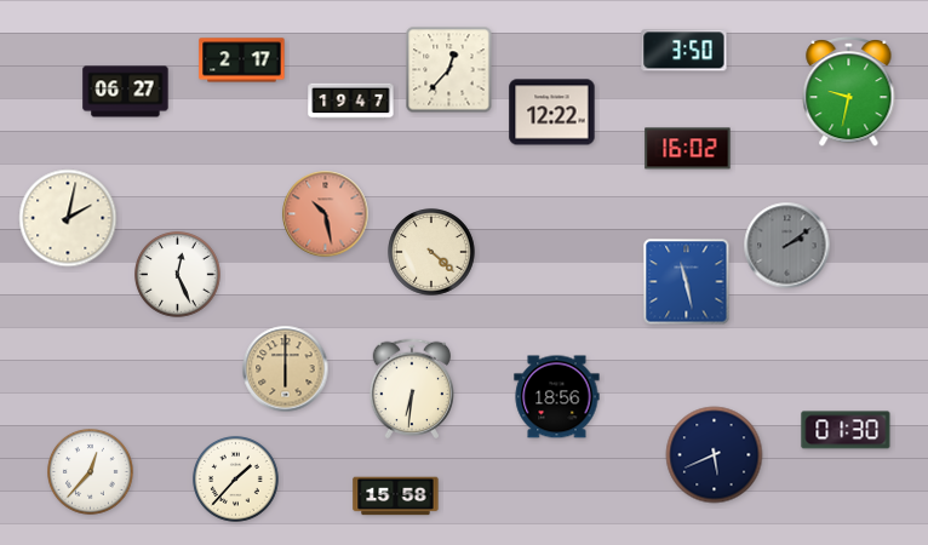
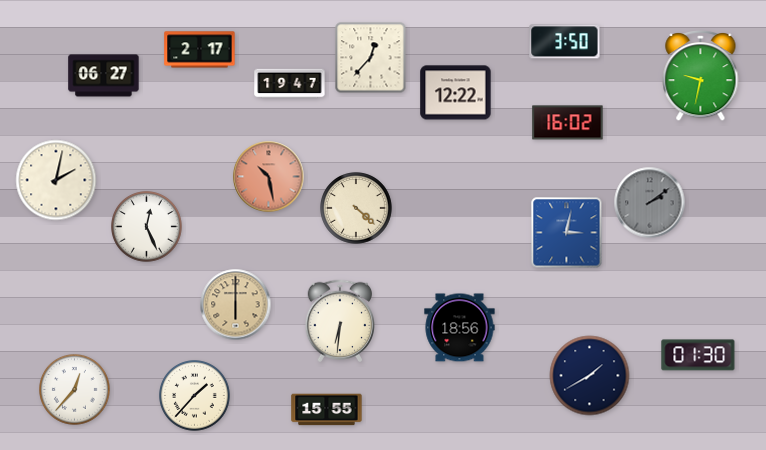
clock at (687, 282): 11:28 -> 3:02
clock at (715, 455): 5:41 -> 1:40
clock at (396, 497): 15:58 -> 15:55
